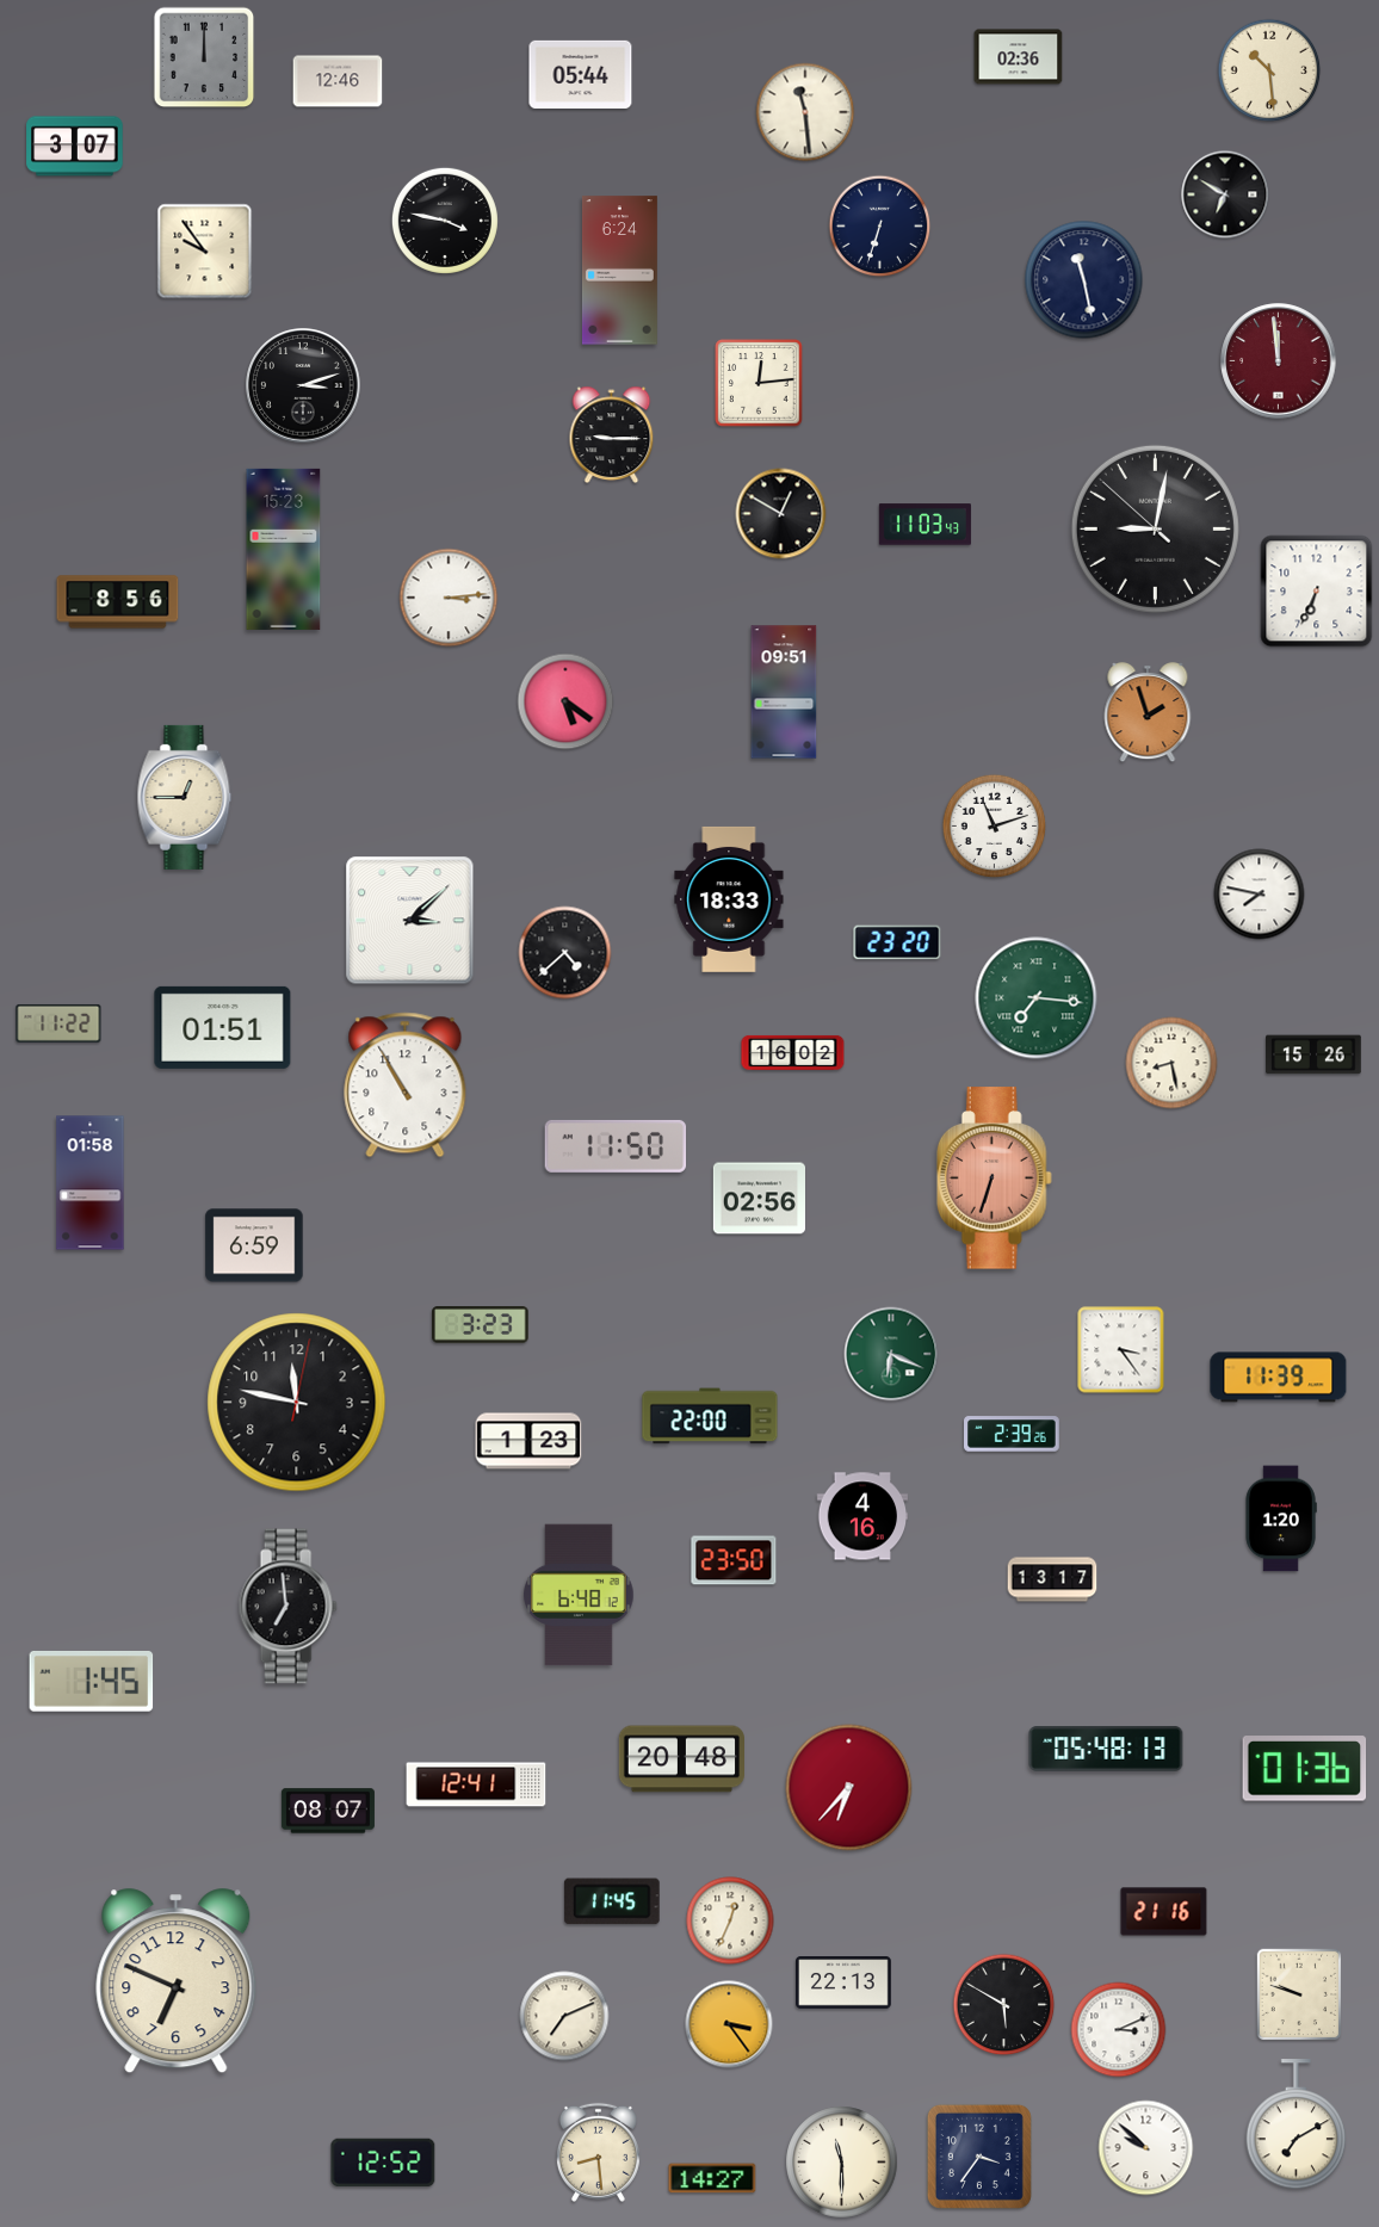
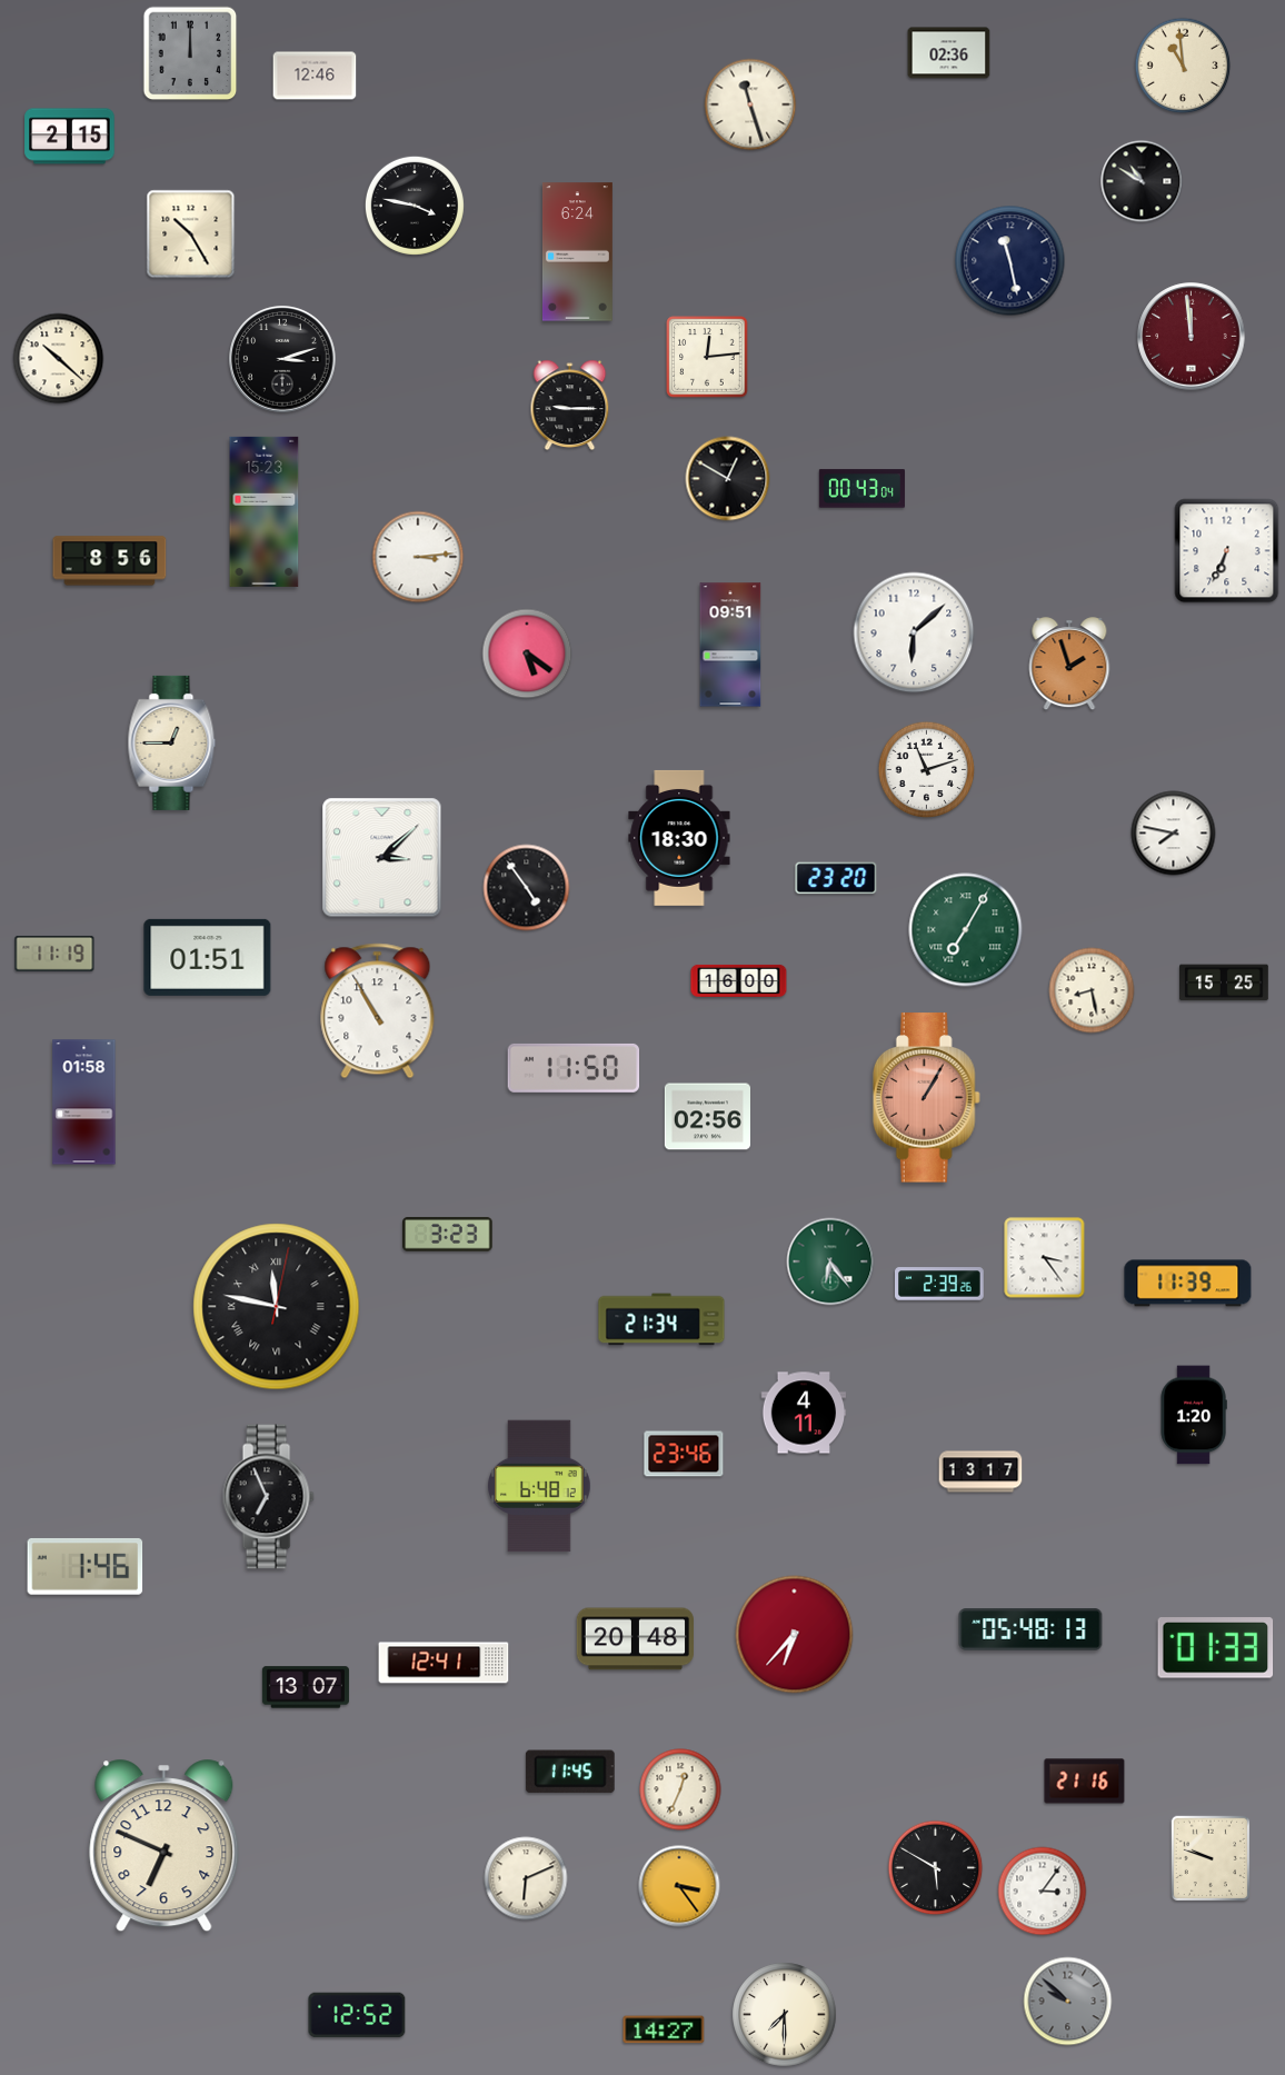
clock at (1269, 70): 10:29 -> 10:59
clock at (581, 74): 05:44 -> none
clock at (805, 112): 11:29 -> 11:27
clock at (75, 147): 3:07 -> 2:15
clock at (1225, 194): 6:50 -> 10:50
clock at (880, 227): 6:33 -> none
clock at (205, 252): 9:54 -> 10:25
clock at (59, 359): none -> 10:22
clock at (925, 525): 11:03 -> 00:43
clock at (1155, 528): 9:01 -> none
clock at (914, 632): none -> 6:08
clock at (729, 899): 18:33 -> 18:30
clock at (565, 953): 4:38 -> 4:54
clock at (1037, 998): 7:16 -> 7:05
clock at (58, 1023): 11:22 -> 11:19
clock at (793, 1052): 16:02 -> 16:00
clock at (1315, 1054): 15:26 -> 15:25
clock at (994, 1179): 6:33 -> 1:05
clock at (254, 1245): 6:59 -> none
clock at (891, 1354): 6:19 -> 6:24
clock at (1279, 1378) position: (1279, 1378) -> (1188, 1284)
clock at (297, 1403) numerals: Arabic -> Roman
clock at (710, 1416): 22:00 -> 21:34
clock at (1013, 1434) position: (1013, 1434) -> (940, 1284)
clock at (528, 1441): 1:23 -> none
clock at (862, 1516): 4:16 -> 4:11
clock at (734, 1560): 23:50 -> 23:46
clock at (287, 1607): 6:59 -> 6:56
clock at (92, 1682): 1:45 -> 1:46
clock at (1305, 1769): 01:36 -> 01:33
clock at (849, 1788) position: (849, 1788) -> (795, 1635)
clock at (328, 1811): 08:07 -> 13:07
clock at (845, 1982): 22:13 -> none
clock at (564, 2016): 7:11 -> 6:11
clock at (1119, 2030): 3:11 -> 3:06
clock at (1297, 2124): 7:10 -> none
clock at (1146, 2148) dial: white -> grey
clock at (598, 2152): 8:29 -> none
clock at (979, 2157): 3:36 -> none
clock at (842, 2163): 11:30 -> 7:30
